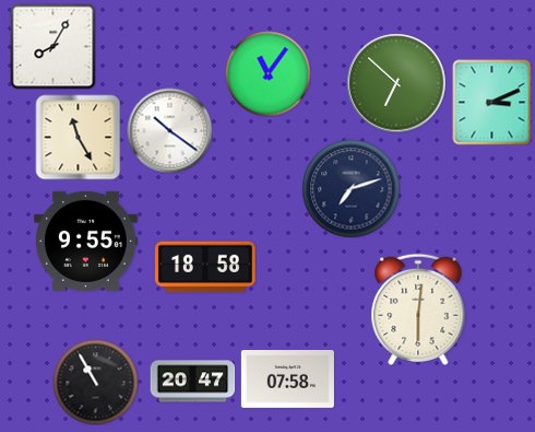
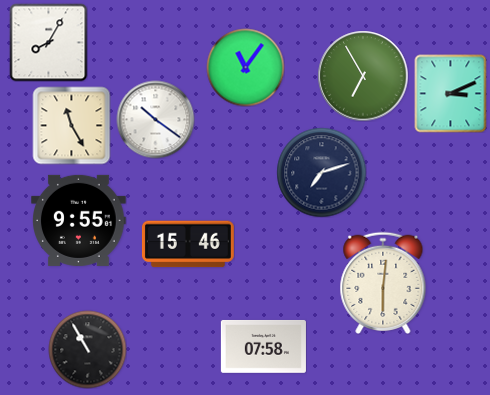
clock at (396, 83): 6:52 -> 6:55
clock at (205, 267): 18:58 -> 15:46
clock at (192, 382): 20:47 -> none
